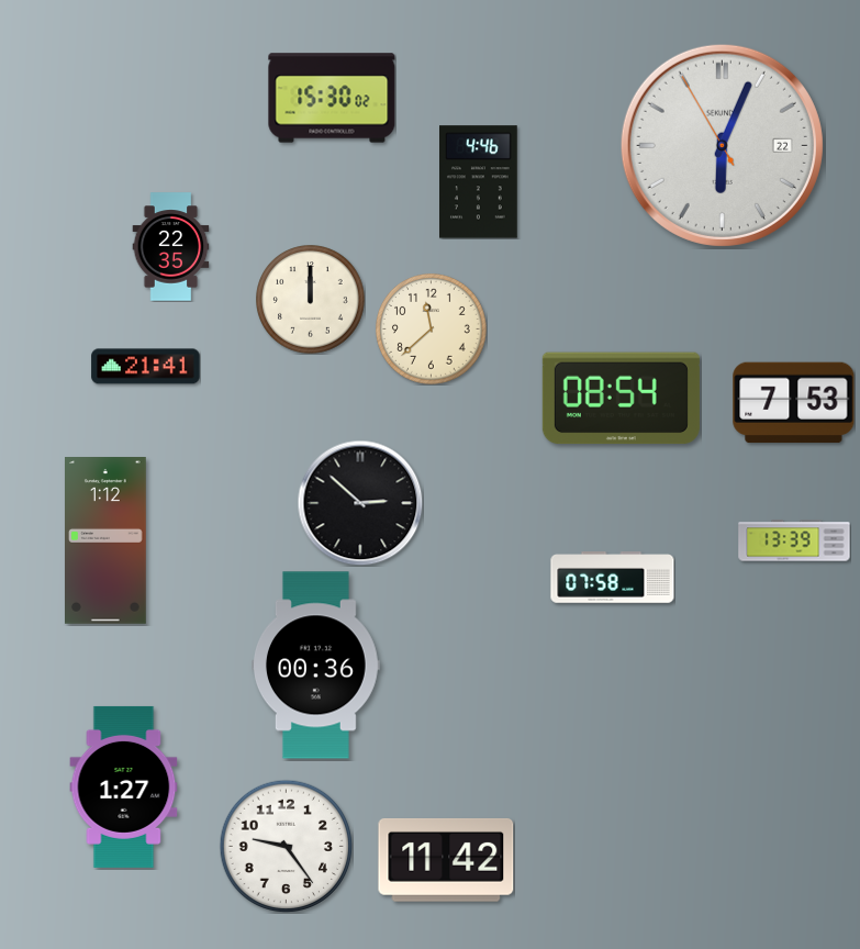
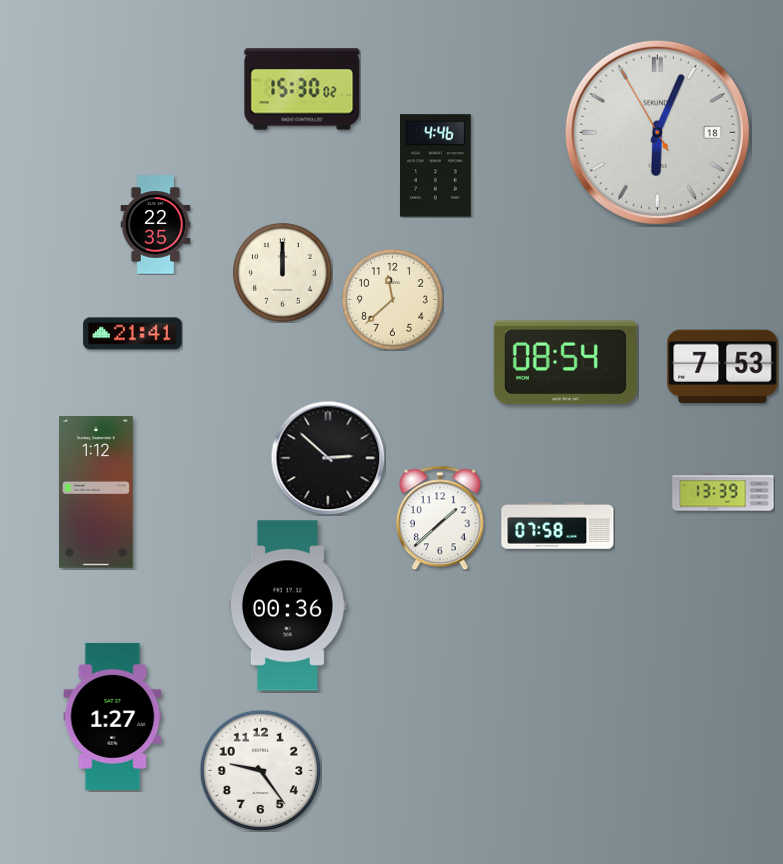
clock at (722, 145) date: 22 -> 18
clock at (440, 518): none -> 1:38
clock at (446, 860): 11:42 -> none
